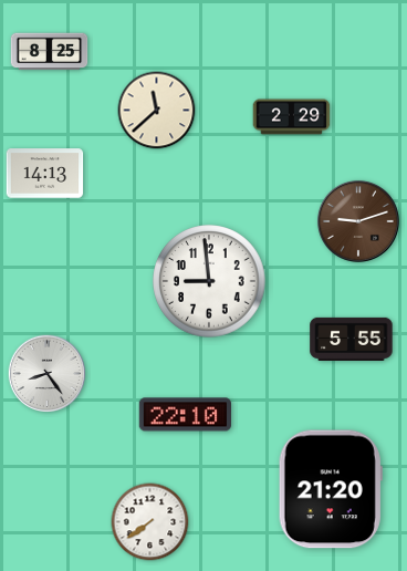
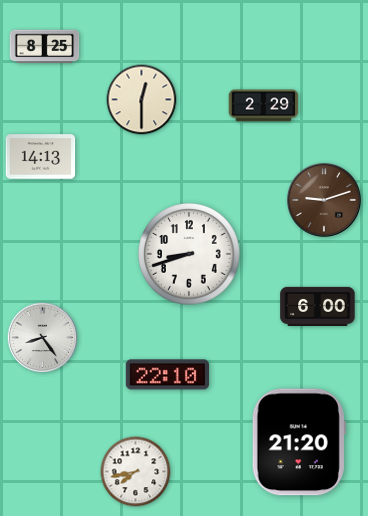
clock at (157, 111): 11:38 -> 12:30
clock at (209, 281): 8:59 -> 8:42
clock at (352, 339): 5:55 -> 6:00
clock at (150, 522): 7:39 -> 7:43
